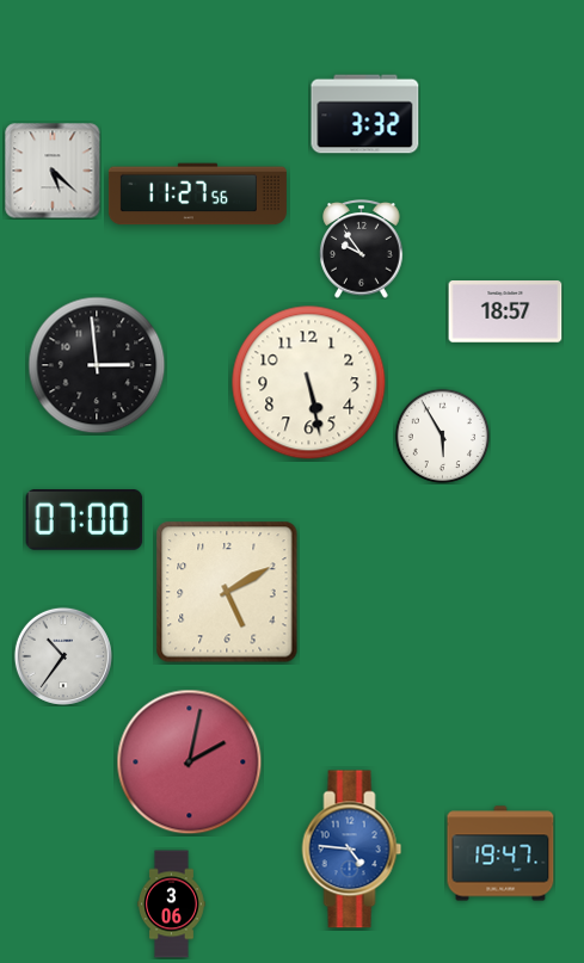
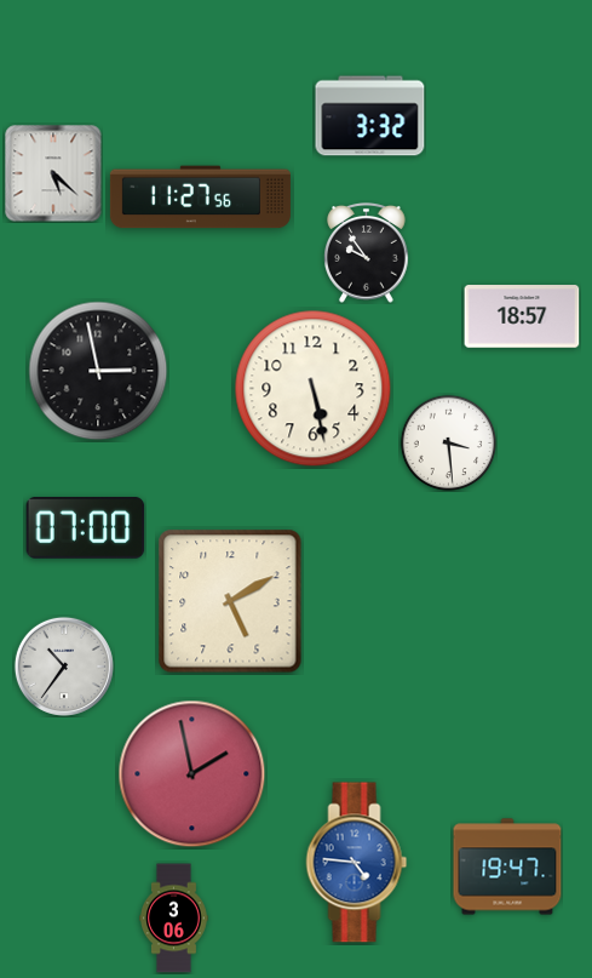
clock at (505, 311) position: (505, 311) -> (522, 316)
clock at (97, 365): 2:59 -> 2:58
clock at (442, 436): 5:55 -> 3:29
clock at (190, 763): 2:02 -> 1:58
